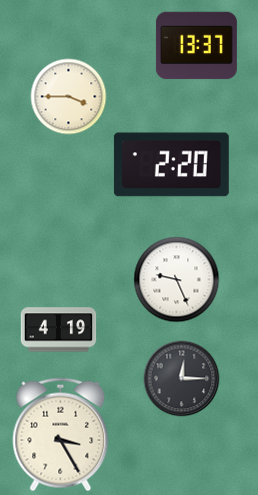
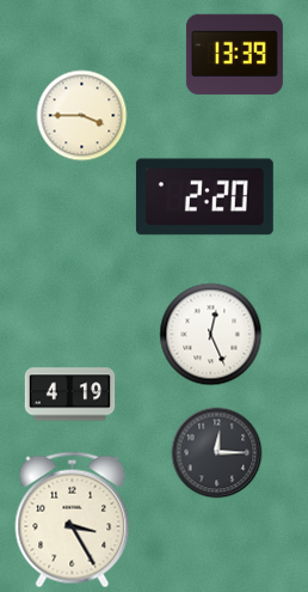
clock at (196, 46): 13:37 -> 13:39
clock at (177, 280): 9:26 -> 12:26
